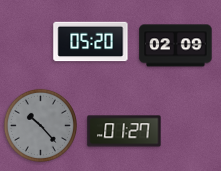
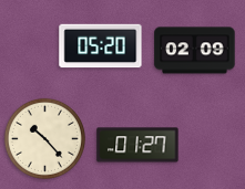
clock at (40, 125) dial: grey -> cream
